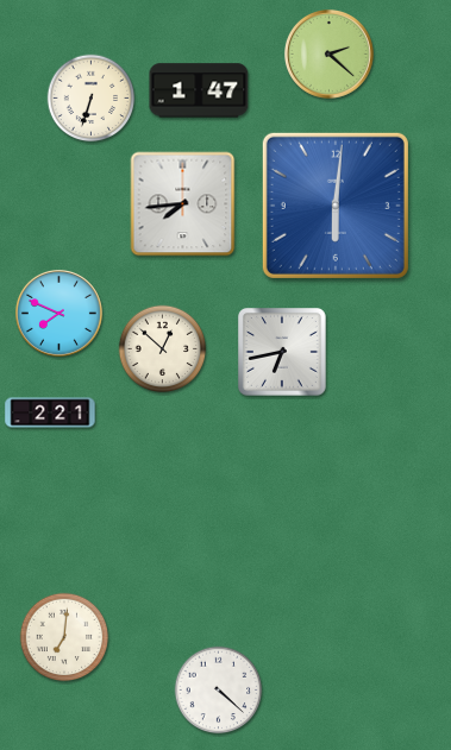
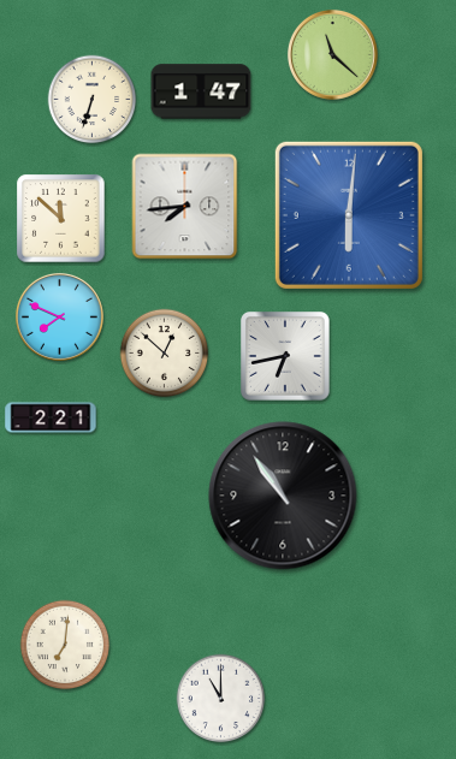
clock at (328, 53): 2:22 -> 11:22
clock at (336, 206) position: (336, 206) -> (349, 215)
clock at (61, 219): none -> 11:52
clock at (283, 496): none -> 10:54
clock at (219, 691): 4:22 -> 11:00
